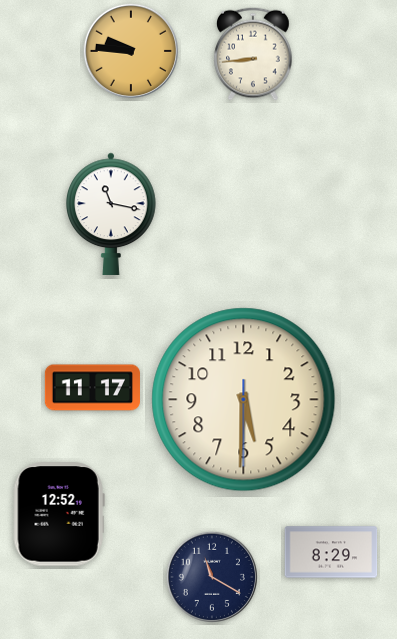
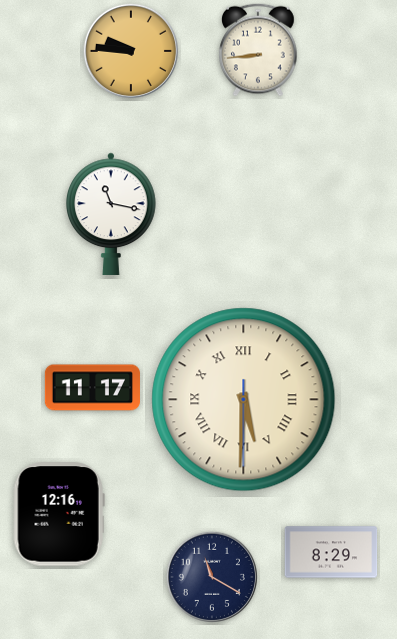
clock at (253, 54) position: (253, 54) -> (258, 50)
clock at (244, 400) numerals: Arabic -> Roman
clock at (59, 514): 12:52 -> 12:16
